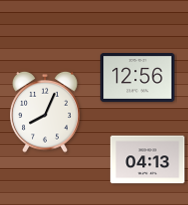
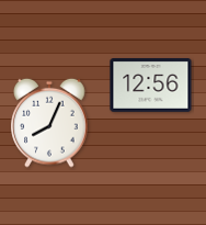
clock at (148, 160): 04:13 -> none
